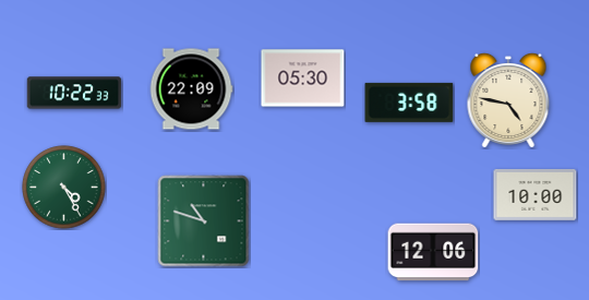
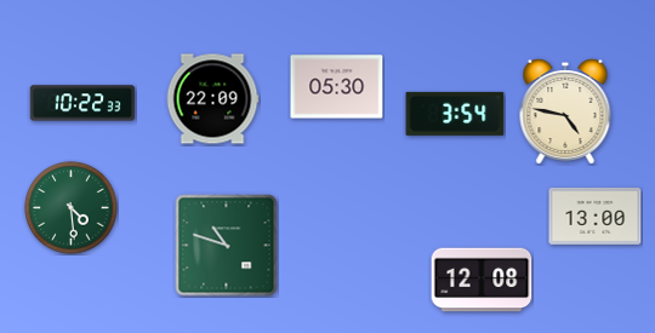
clock at (409, 103): 3:58 -> 3:54
clock at (64, 188): 4:25 -> 4:29
clock at (536, 194): 10:00 -> 13:00
clock at (433, 252): 12:06 -> 12:08
